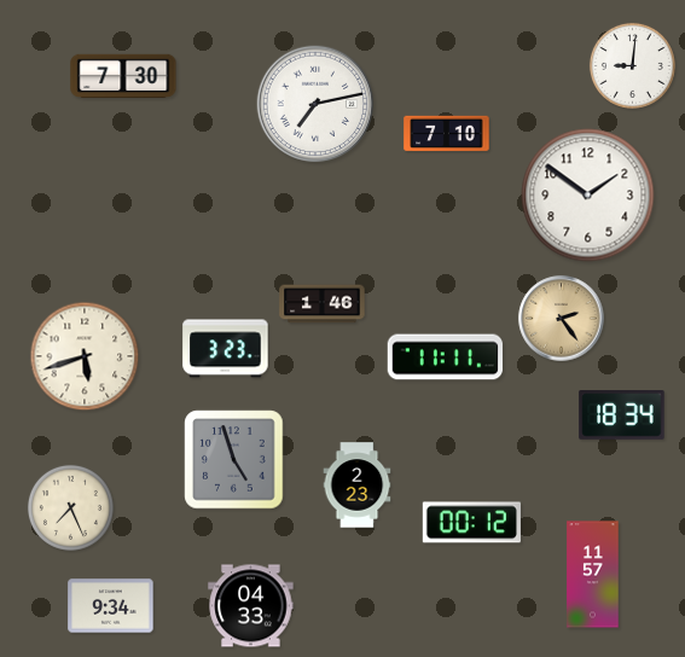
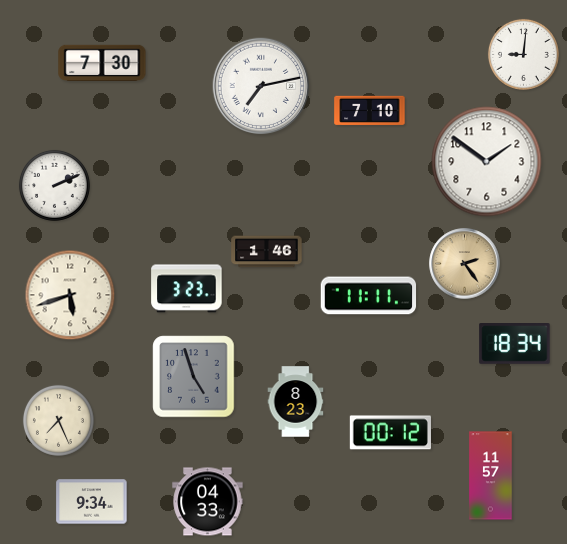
clock at (54, 185): none -> 2:11
clock at (234, 460) position: (234, 460) -> (194, 377)
clock at (358, 486): 2:23 -> 8:23
